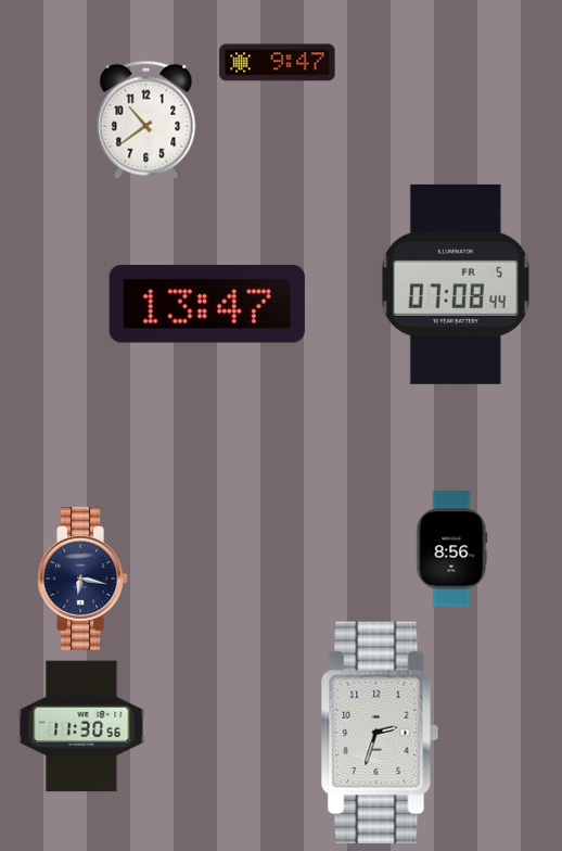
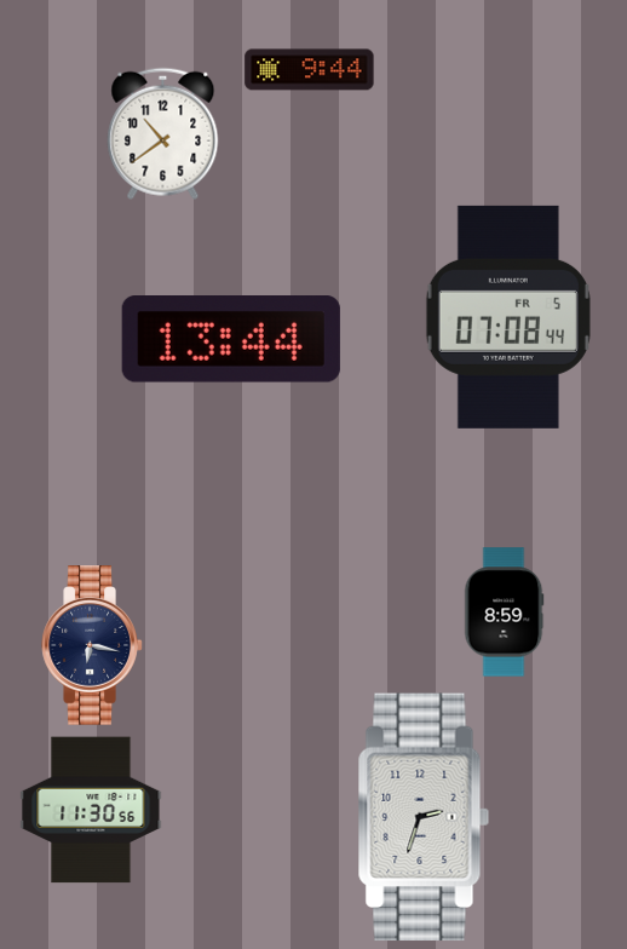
clock at (278, 63): 9:47 -> 9:44
clock at (207, 305): 13:47 -> 13:44
clock at (452, 549): 8:56 -> 8:59
